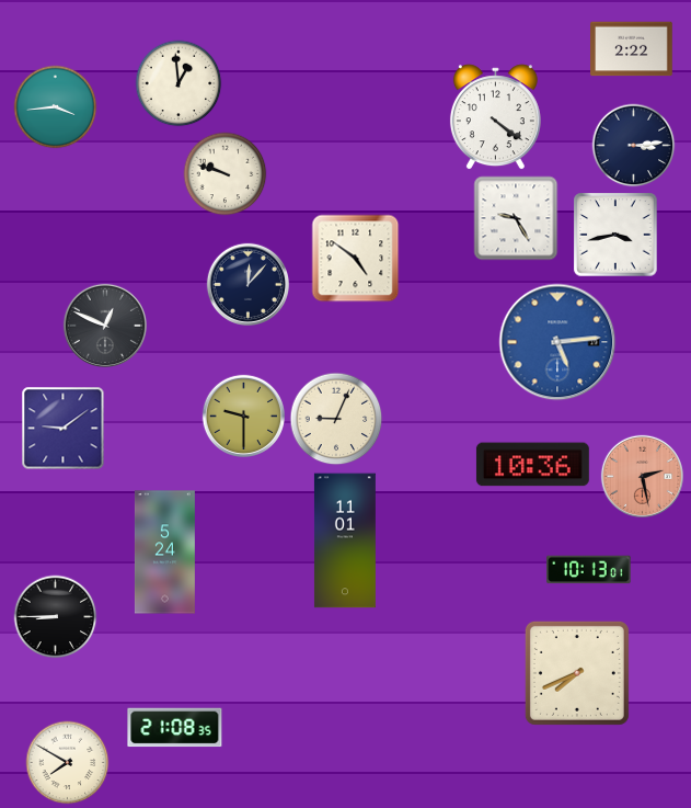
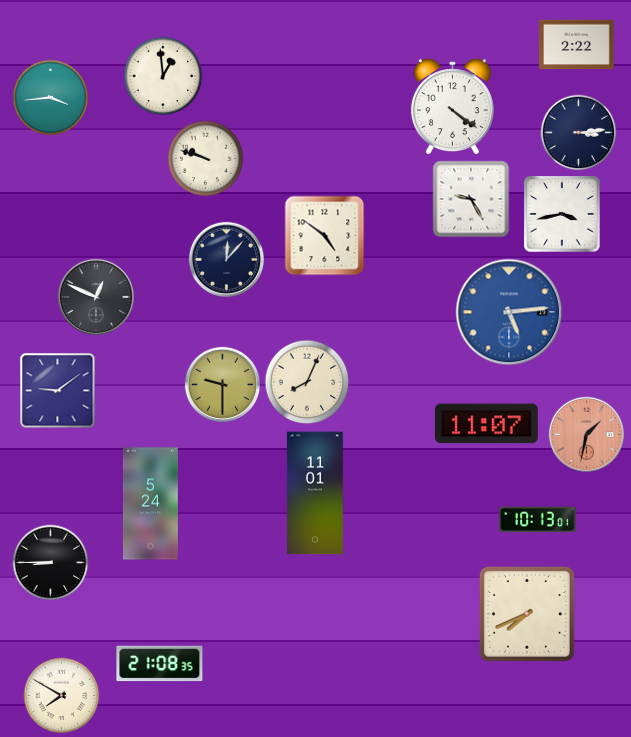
clock at (243, 416) position: (243, 416) -> (222, 384)
clock at (336, 419): 9:04 -> 8:04
clock at (532, 465): 10:36 -> 11:07
clock at (642, 476): 2:28 -> 1:32
